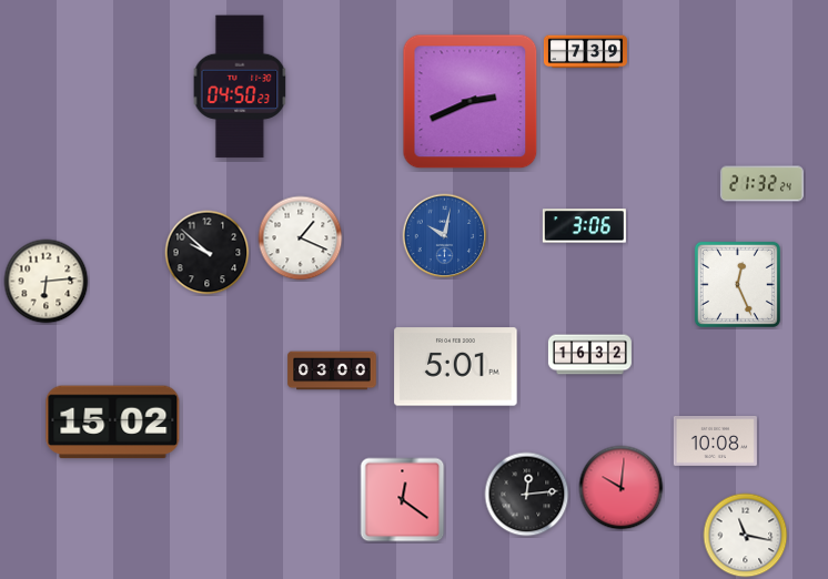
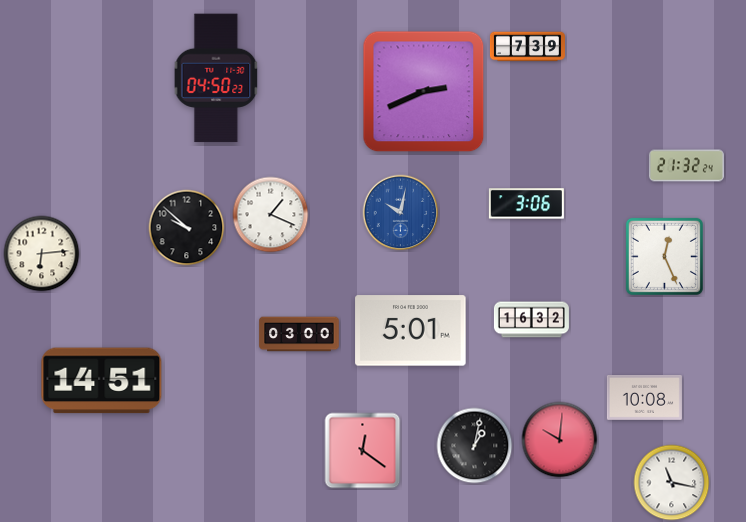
clock at (113, 423): 15:02 -> 14:51
clock at (527, 495): 12:14 -> 1:02
